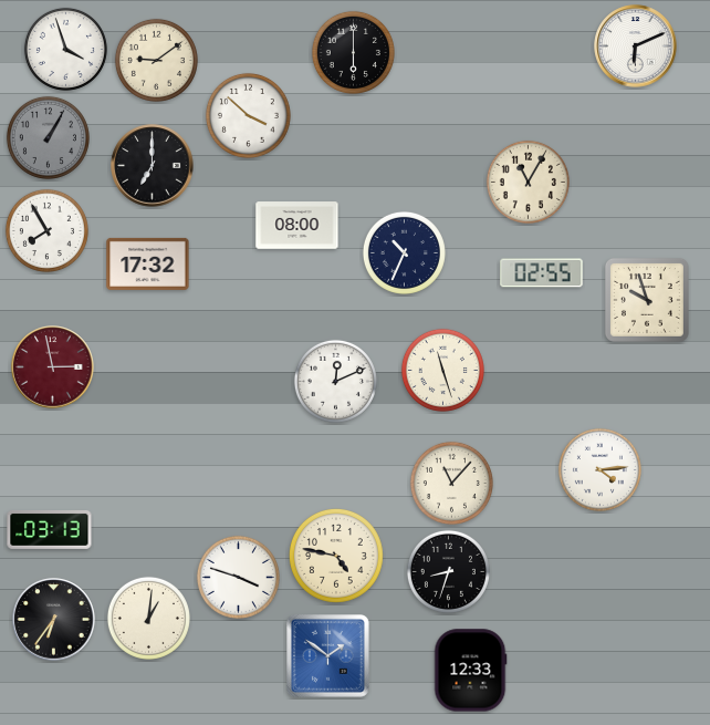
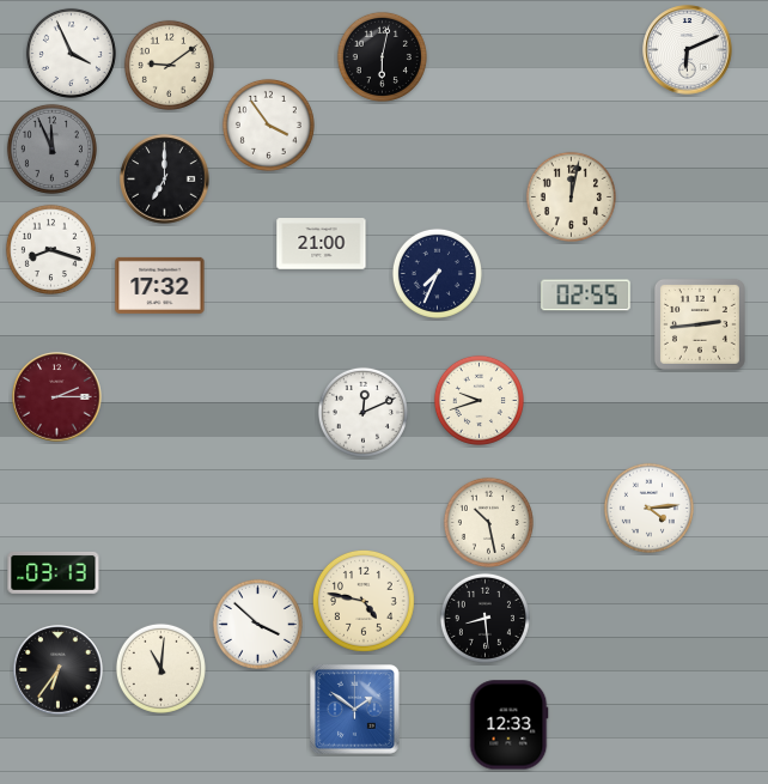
clock at (65, 49): 3:57 -> 3:56
clock at (353, 52): 6:00 -> 6:02
clock at (248, 115): 3:52 -> 3:54
clock at (48, 137): 1:05 -> 11:56
clock at (528, 182): 11:05 -> 12:02
clock at (297, 226): 08:00 -> 21:00
clock at (46, 230): 7:55 -> 8:18
clock at (404, 252): 10:34 -> 7:34
clock at (647, 300): 9:57 -> 2:44
clock at (53, 367): 2:58 -> 2:15
clock at (442, 370): 11:27 -> 9:42
clock at (451, 483): 11:07 -> 10:28
clock at (448, 571): 8:33 -> 8:29
clock at (238, 577): 3:48 -> 3:52
clock at (148, 618): 1:01 -> 11:01
